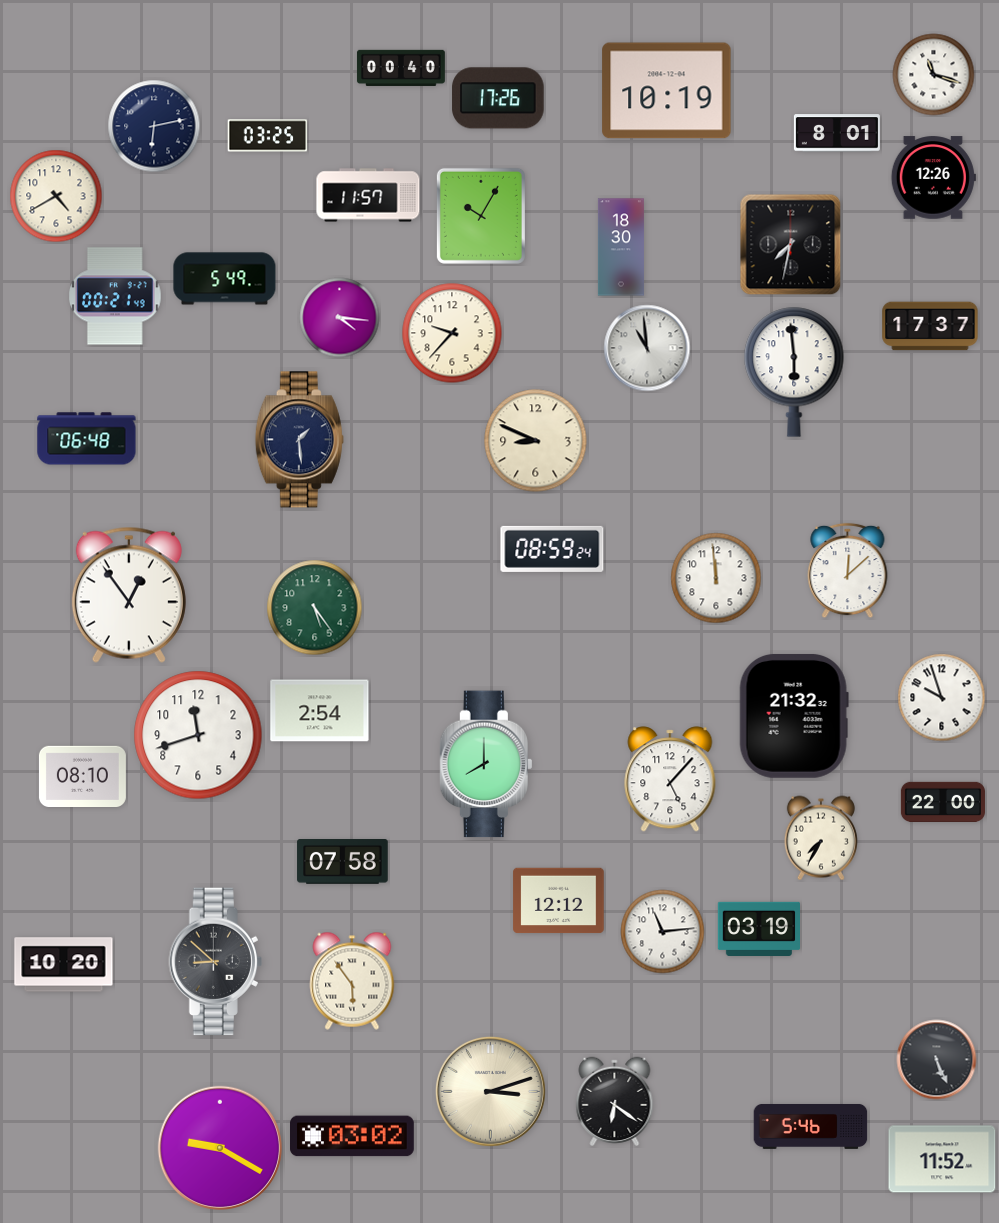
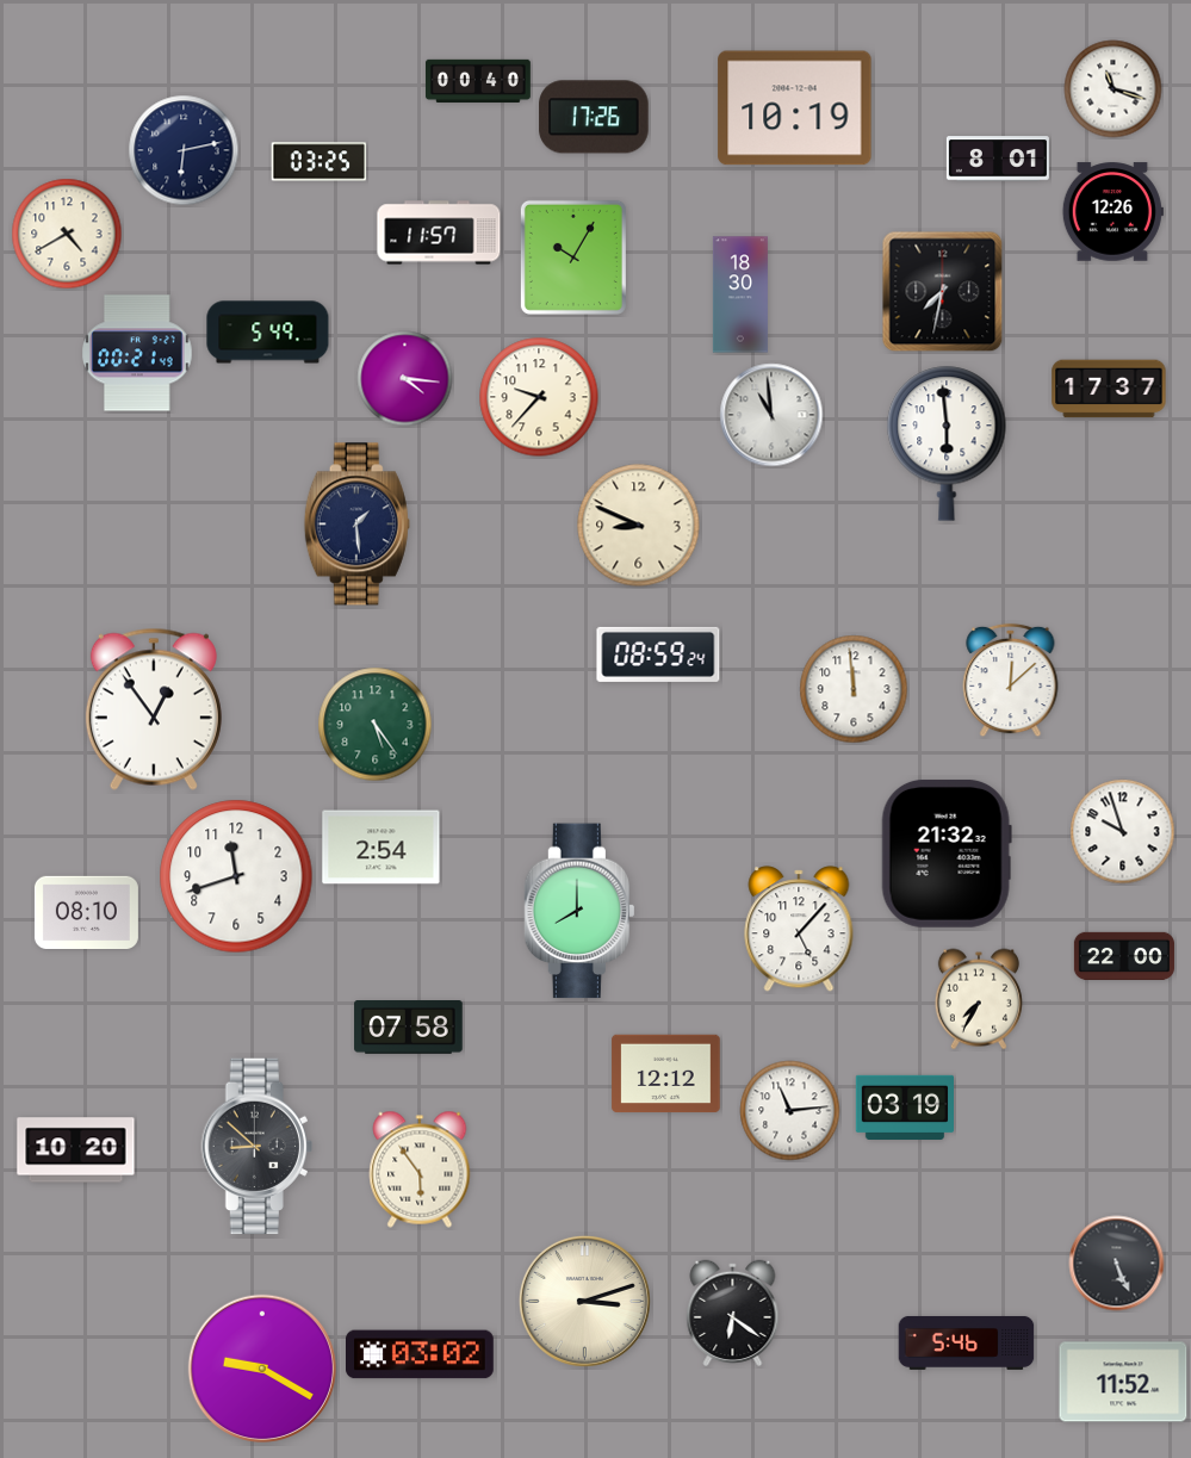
clock at (87, 439): 06:48 -> none
clock at (82, 776) position: (82, 776) -> (86, 912)
